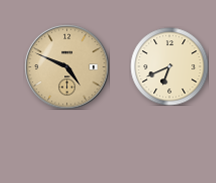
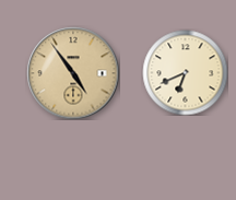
clock at (67, 67): 4:49 -> 4:54
